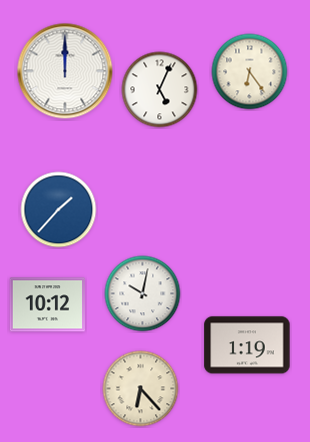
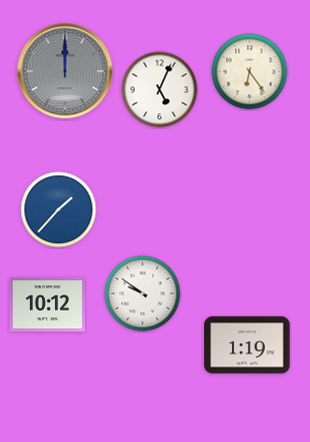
clock at (65, 71) dial: white -> grey
clock at (143, 294): 10:02 -> 9:51
clock at (141, 389): 6:23 -> none
